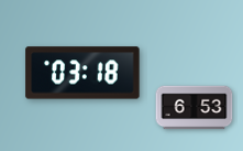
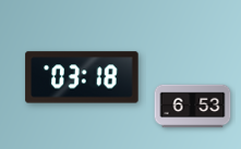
clock at (82, 73) position: (82, 73) -> (82, 77)
